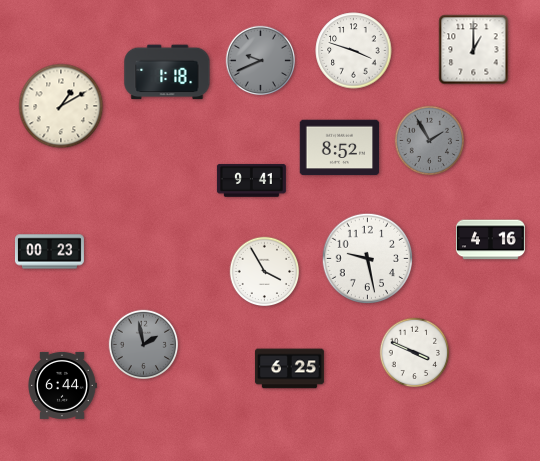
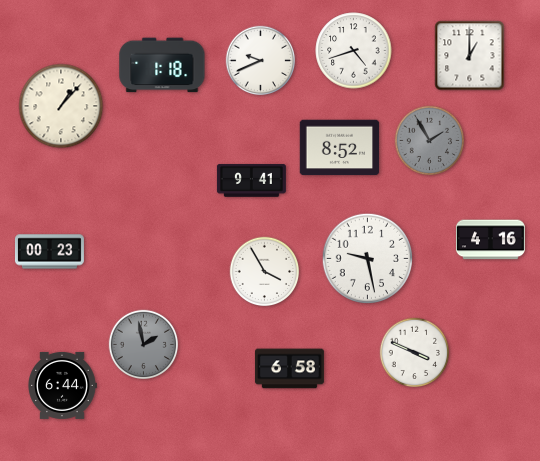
clock at (474, 50) position: (474, 50) -> (470, 56)
clock at (354, 51): 3:48 -> 4:42
clock at (261, 61) dial: grey -> white
clock at (167, 72) position: (167, 72) -> (162, 65)
clock at (61, 106): 1:10 -> 1:07
clock at (289, 369): 6:25 -> 6:58
